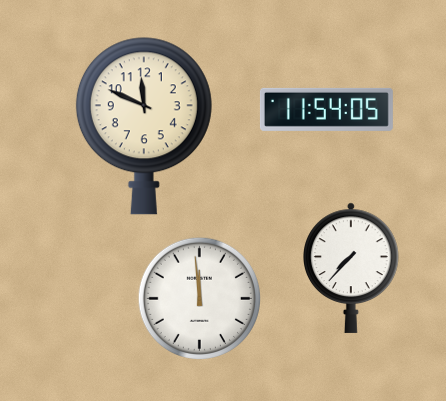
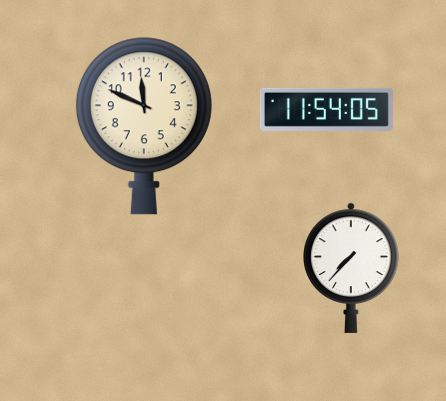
clock at (199, 298): 11:59 -> none
